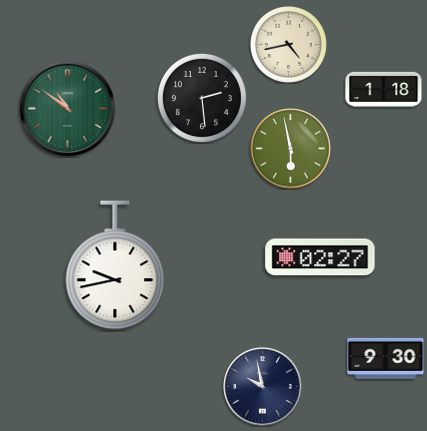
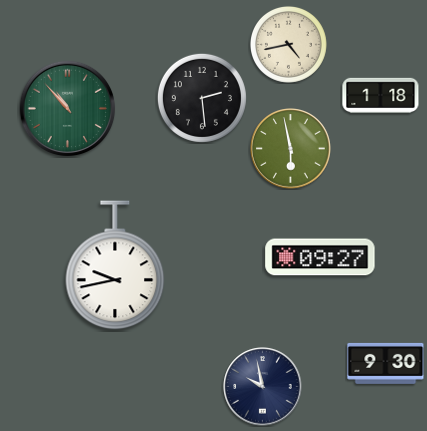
clock at (384, 90) position: (384, 90) -> (381, 96)
clock at (68, 109): 10:51 -> 10:53
clock at (320, 257): 02:27 -> 09:27
clock at (386, 358) position: (386, 358) -> (386, 363)
